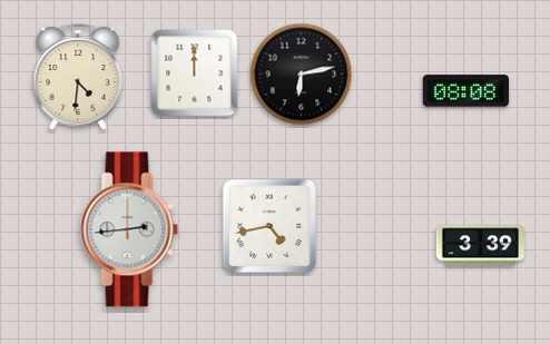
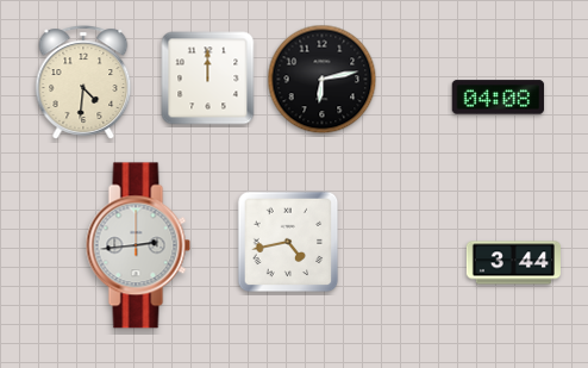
clock at (466, 91): 08:08 -> 04:08
clock at (480, 246): 3:39 -> 3:44
